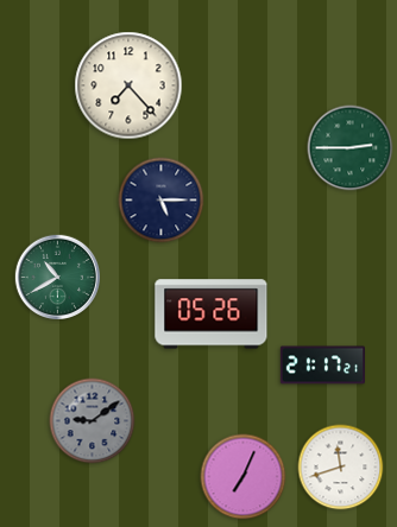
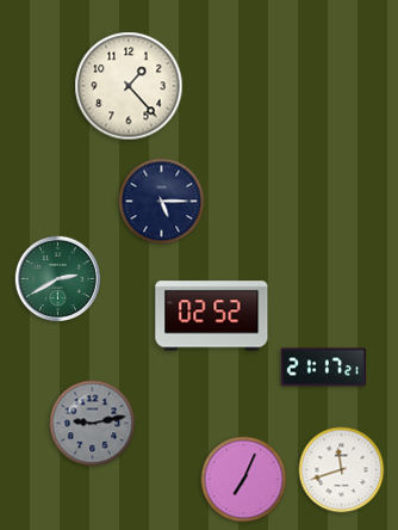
clock at (128, 85): 7:23 -> 1:23
clock at (351, 148): 2:45 -> none
clock at (57, 277): 10:40 -> 2:40
clock at (212, 315): 05:26 -> 02:52
clock at (93, 421): 9:09 -> 9:13
